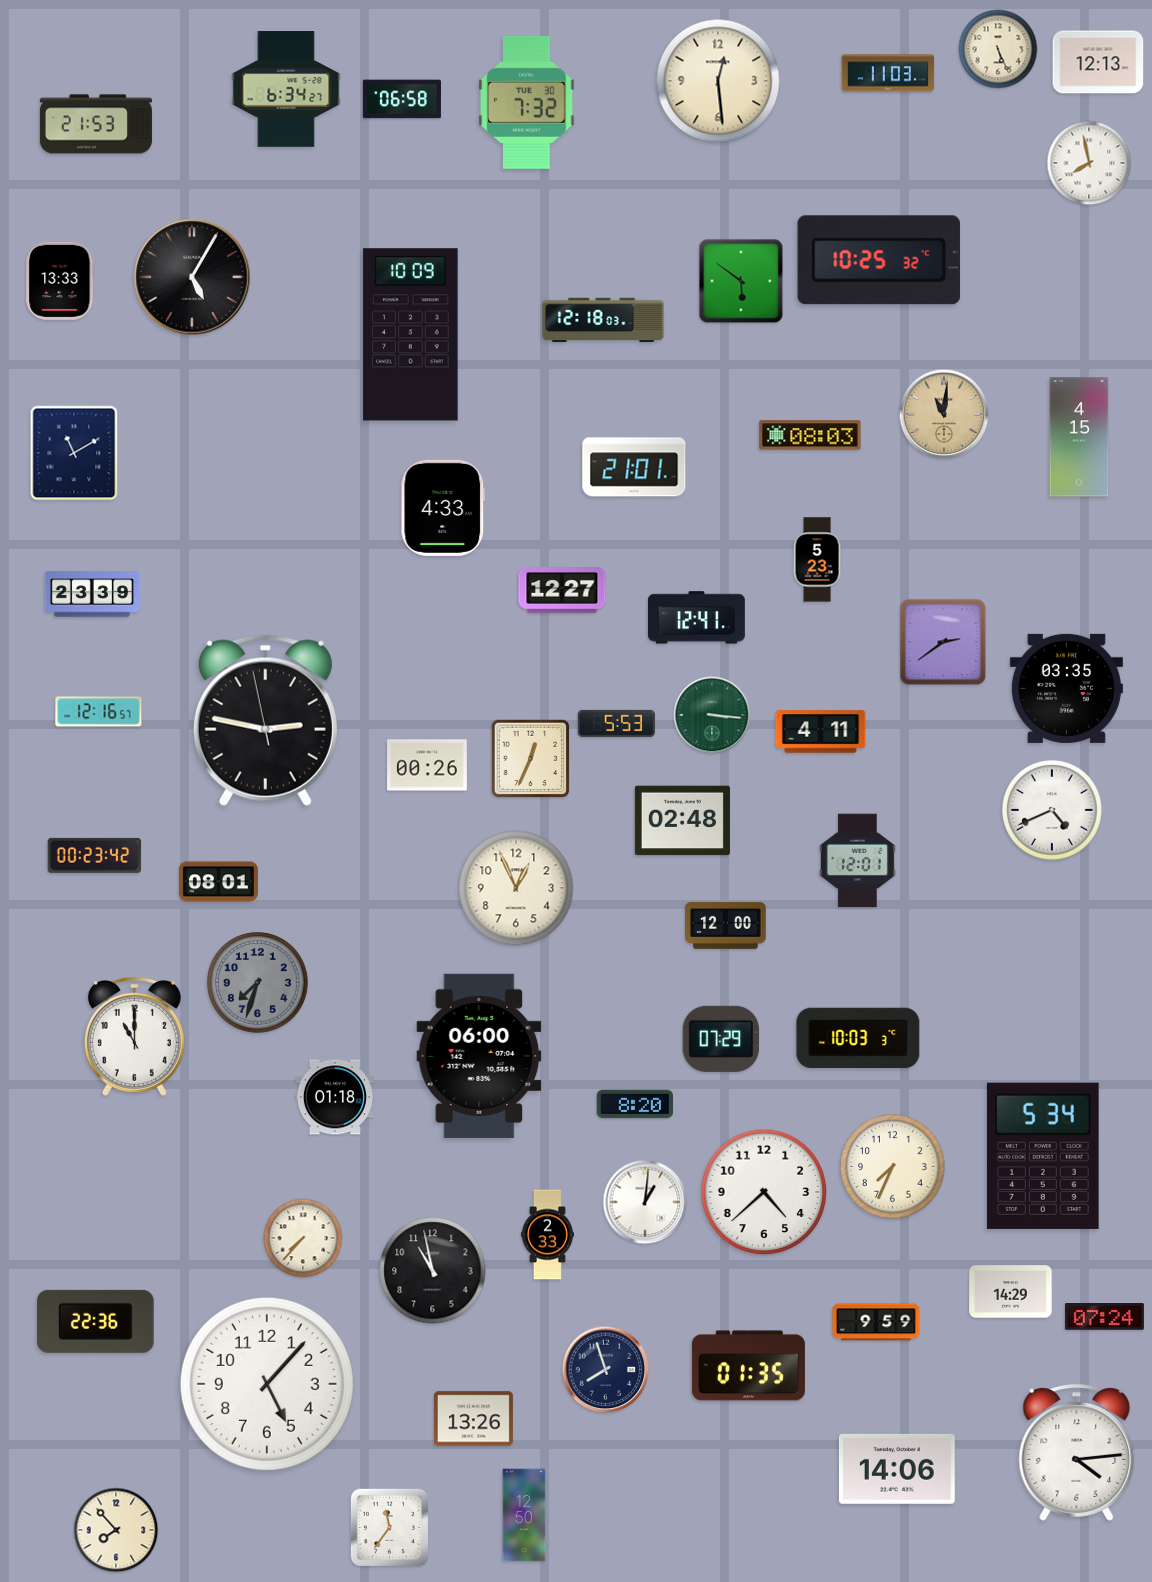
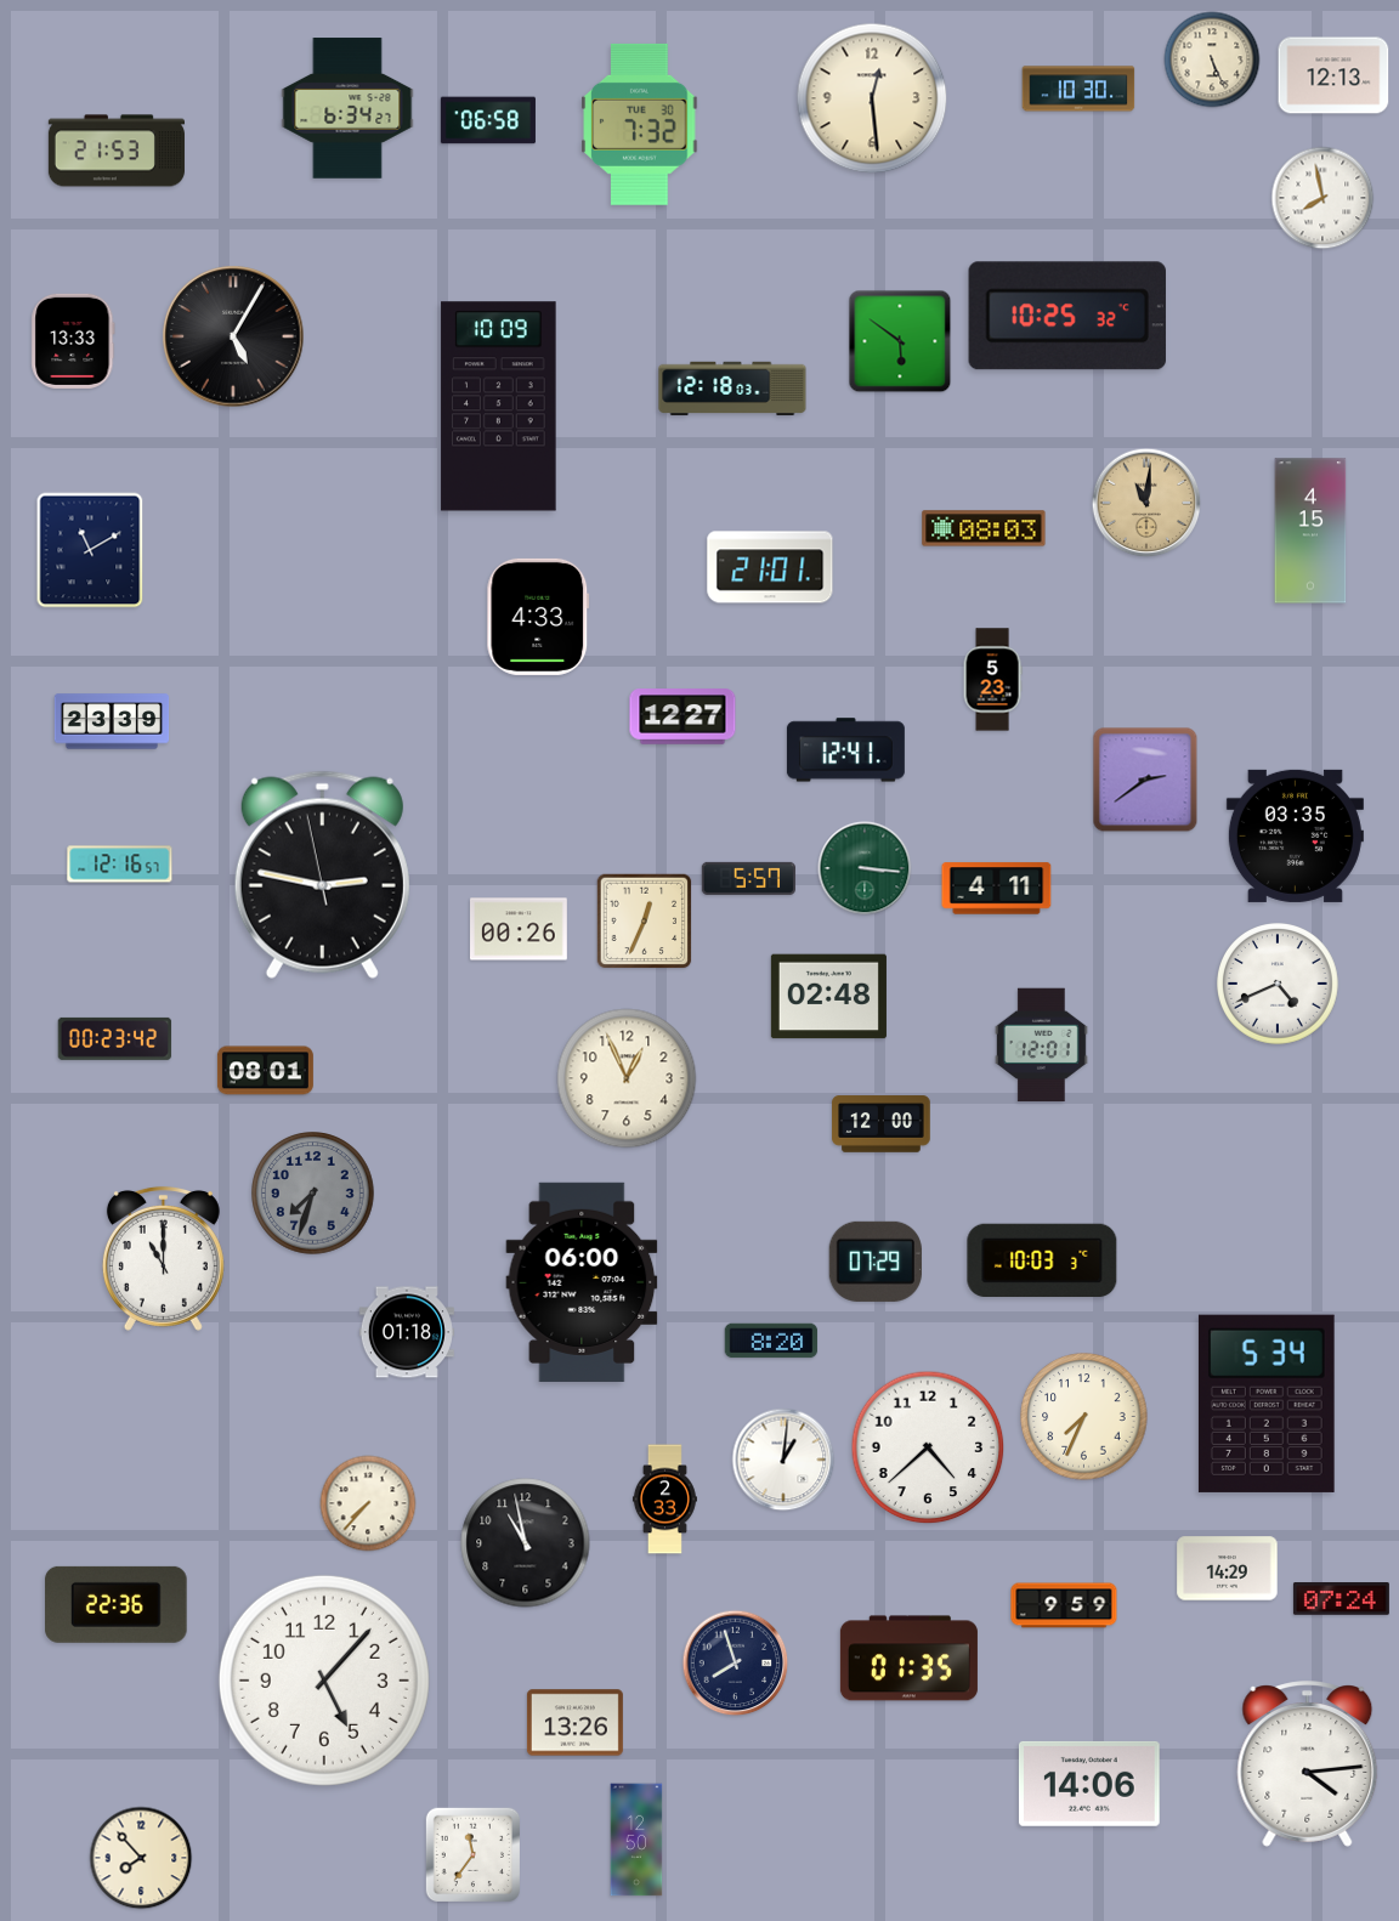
clock at (888, 73): 11:03 -> 10:30
clock at (616, 723): 5:53 -> 5:57
